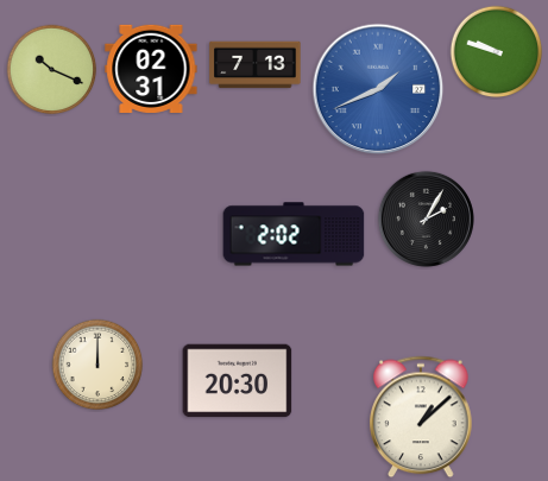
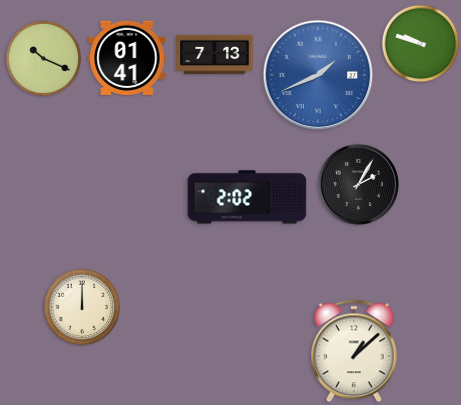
clock at (497, 52) position: (497, 52) -> (421, 44)
clock at (151, 68): 02:31 -> 01:41
clock at (238, 381): 20:30 -> none
